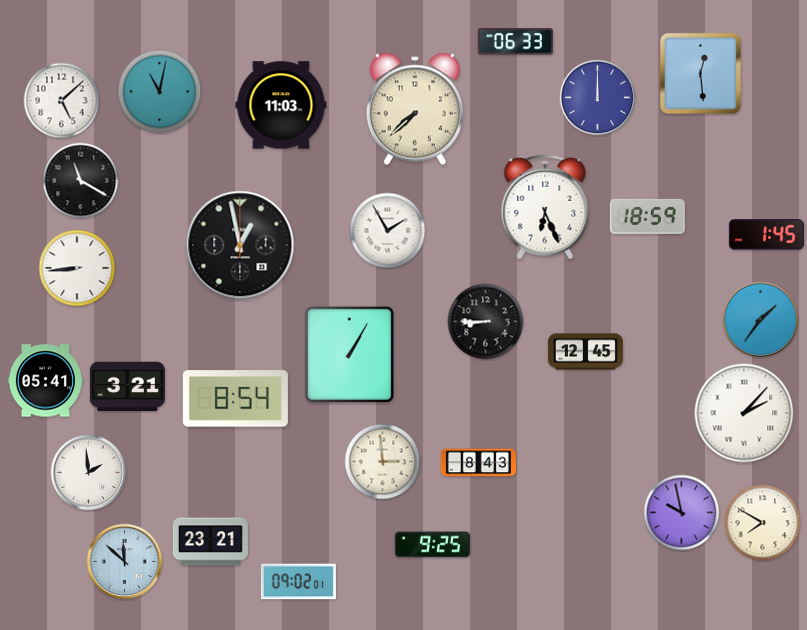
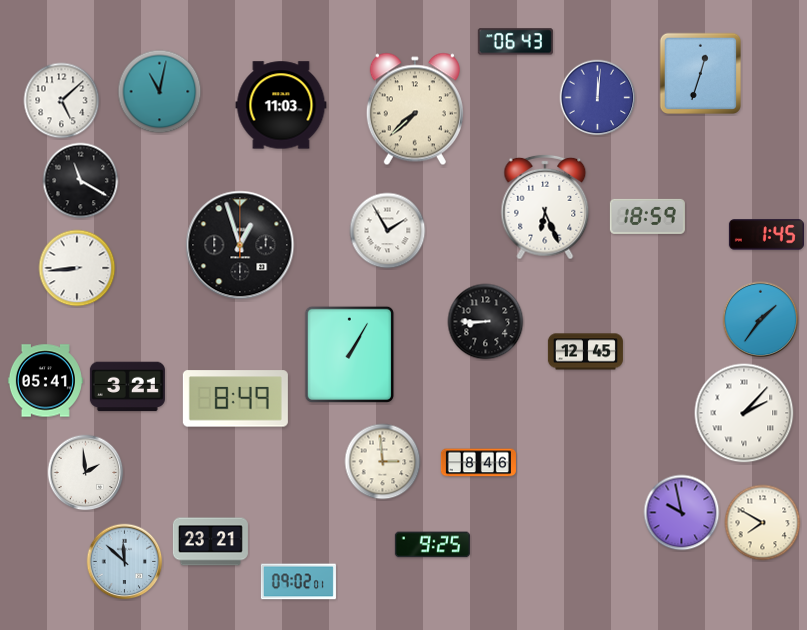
clock at (515, 42): 06:33 -> 06:43
clock at (700, 73): 12:29 -> 12:33
clock at (598, 98): 12:00 -> 12:01
clock at (240, 245): 12:58 -> 12:57
clock at (235, 399): 8:54 -> 8:49
clock at (478, 463): 8:43 -> 8:46
clock at (89, 473) position: (89, 473) -> (86, 473)
